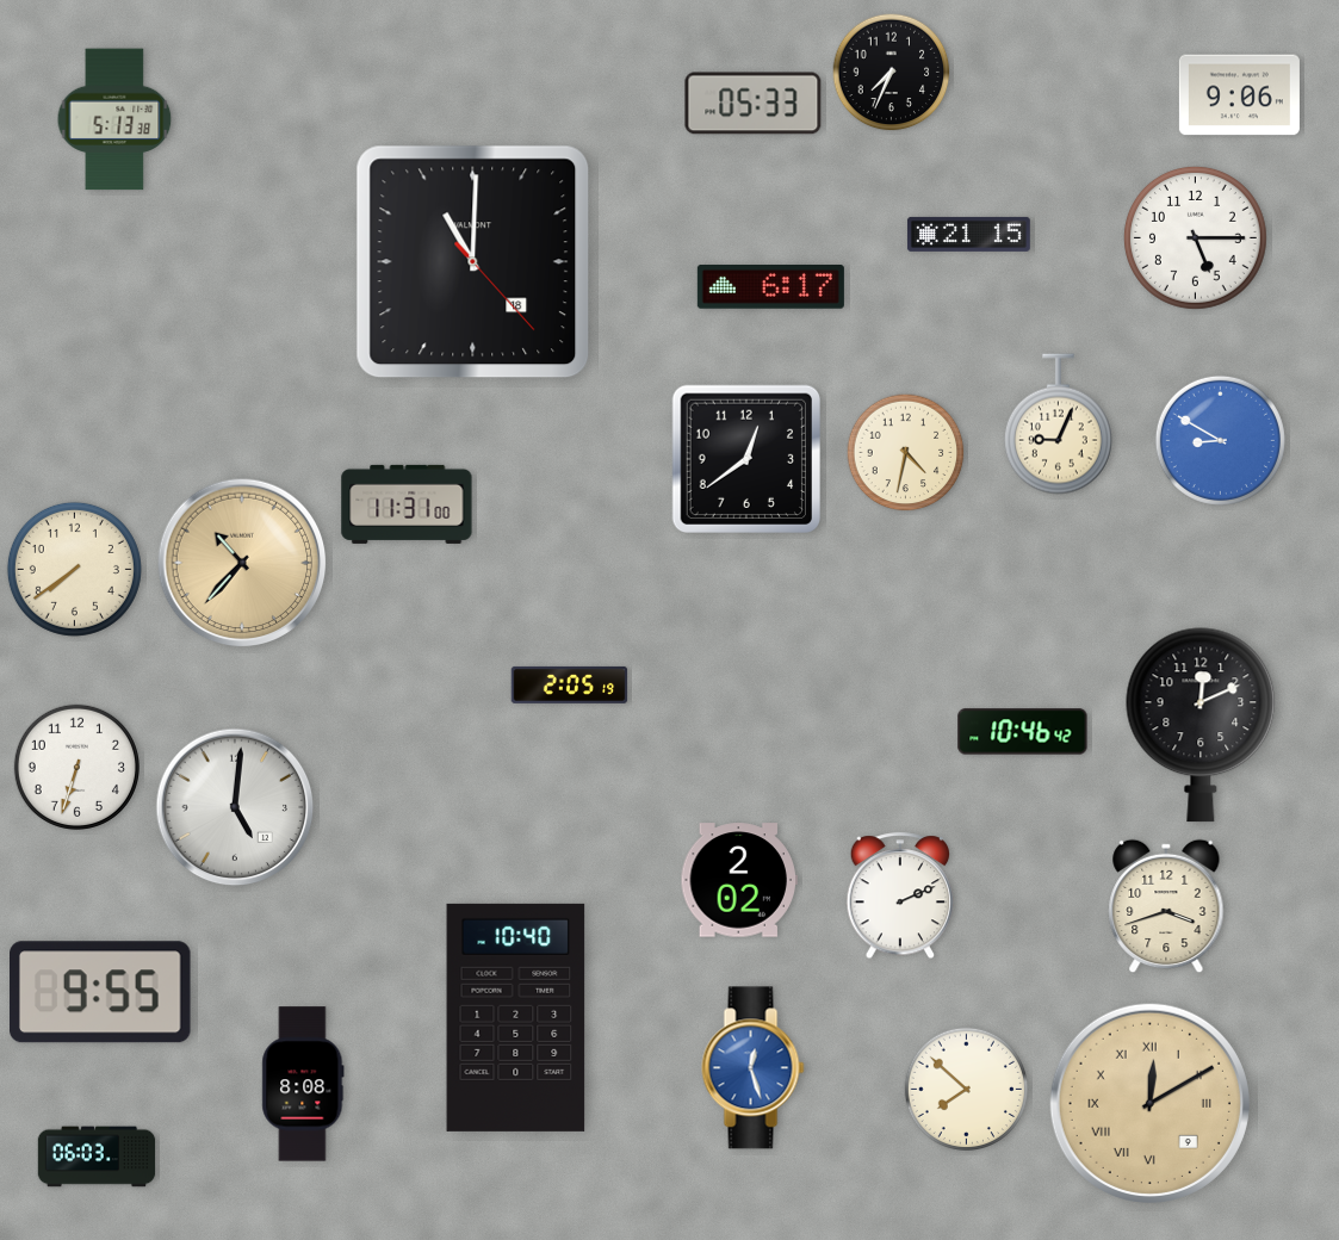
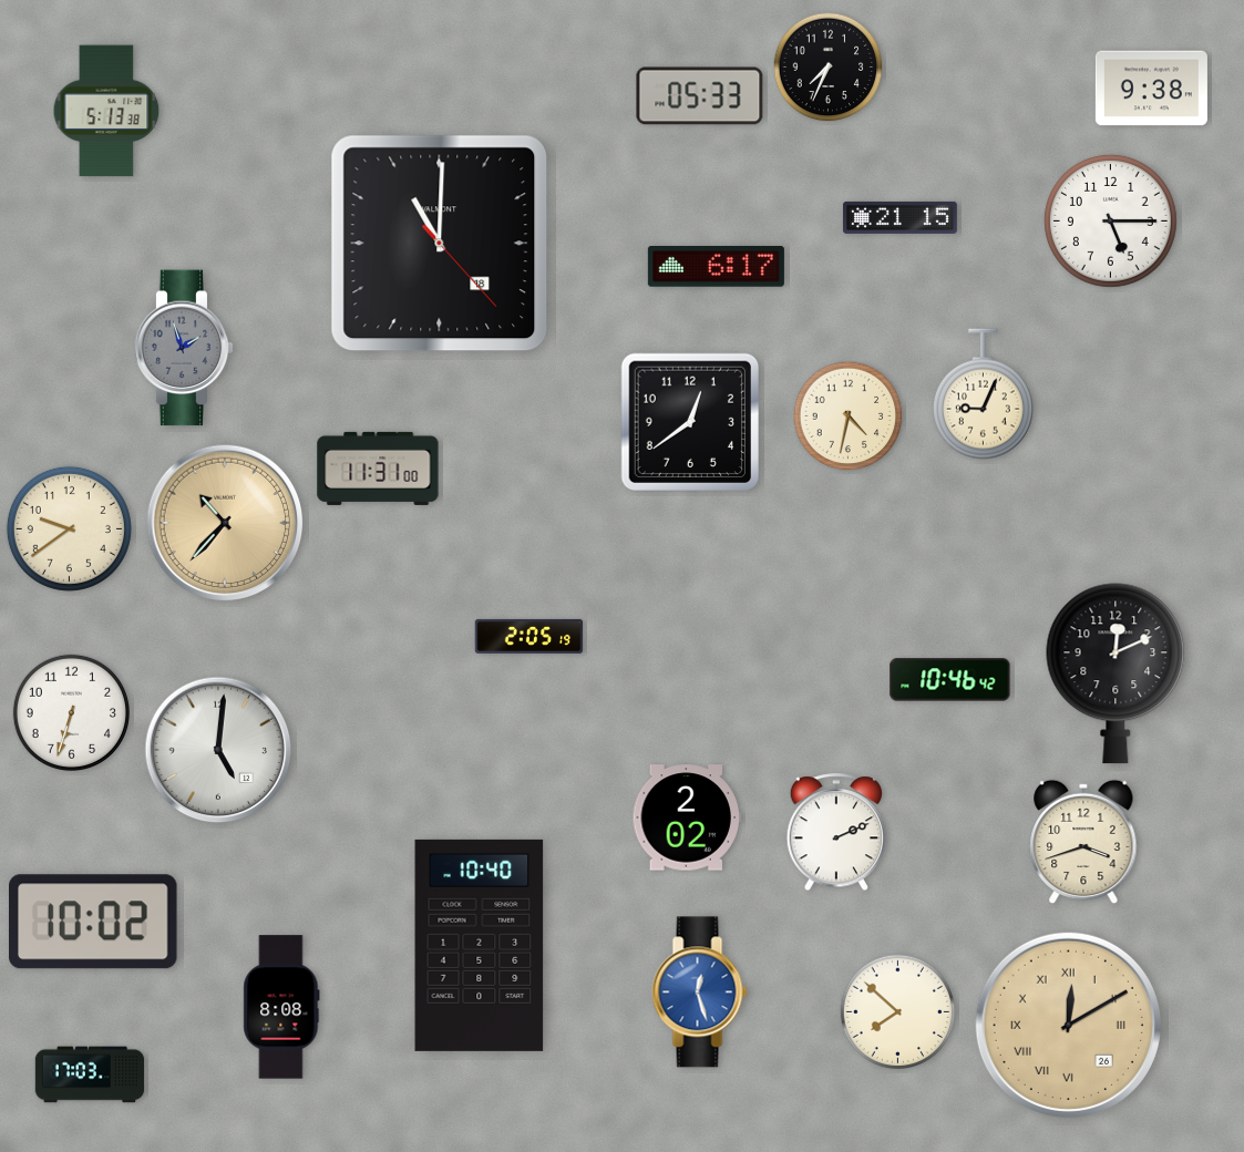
clock at (1239, 95): 9:06 -> 9:38
clock at (184, 348): none -> 1:57
clock at (1220, 440): 8:50 -> none
clock at (906, 453) position: (906, 453) -> (849, 416)
clock at (745, 458) position: (745, 458) -> (689, 421)
clock at (74, 569): 7:39 -> 9:39
clock at (101, 992): 9:55 -> 10:02
clock at (1149, 1103) date: 9 -> 26
clock at (97, 1157): 06:03 -> 17:03
